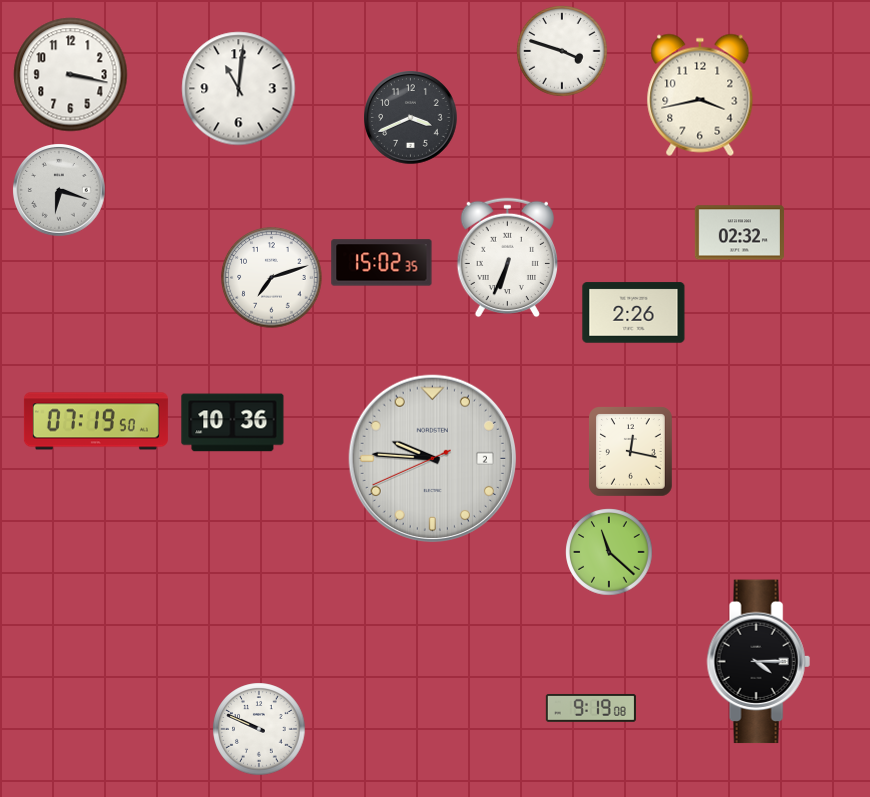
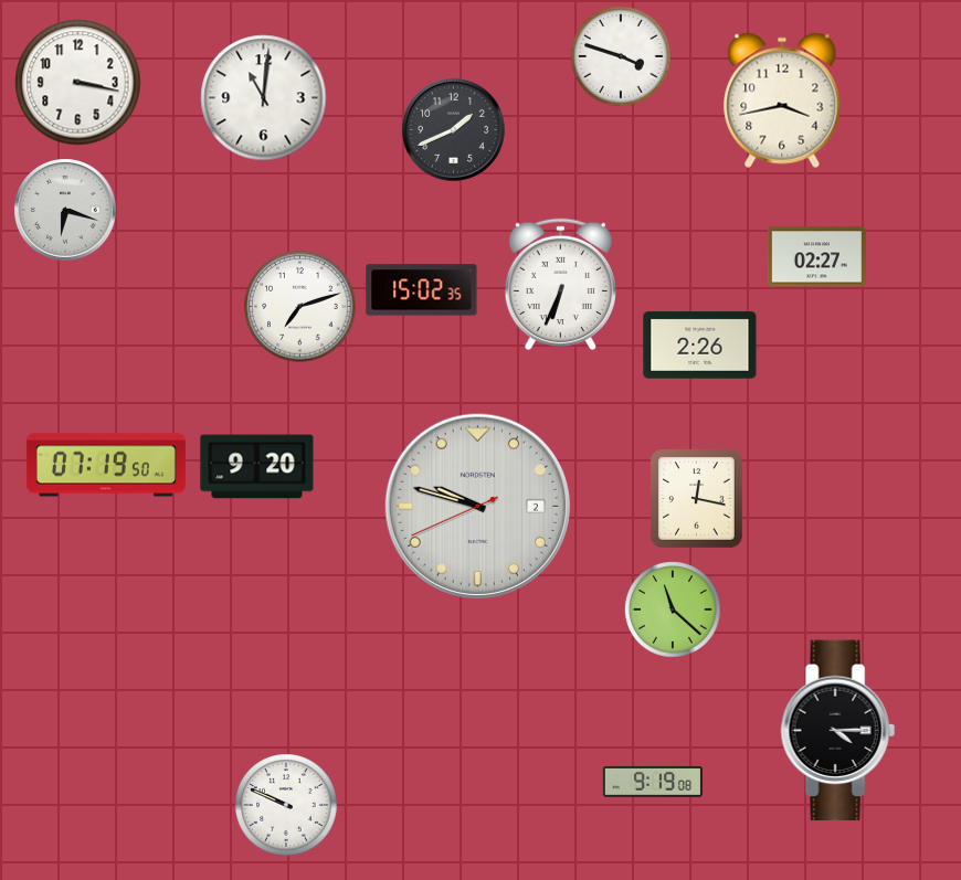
clock at (700, 95) position: (700, 95) -> (782, 100)
clock at (411, 118): 3:41 -> 1:41
clock at (739, 233): 02:32 -> 02:27
clock at (233, 423): 10:36 -> 9:20
clock at (432, 458): 9:45 -> 9:47
